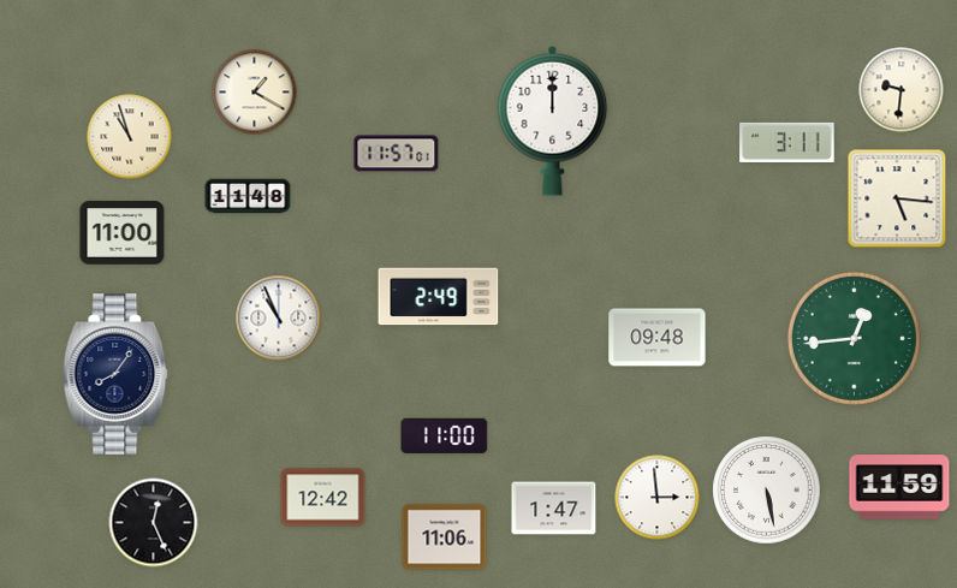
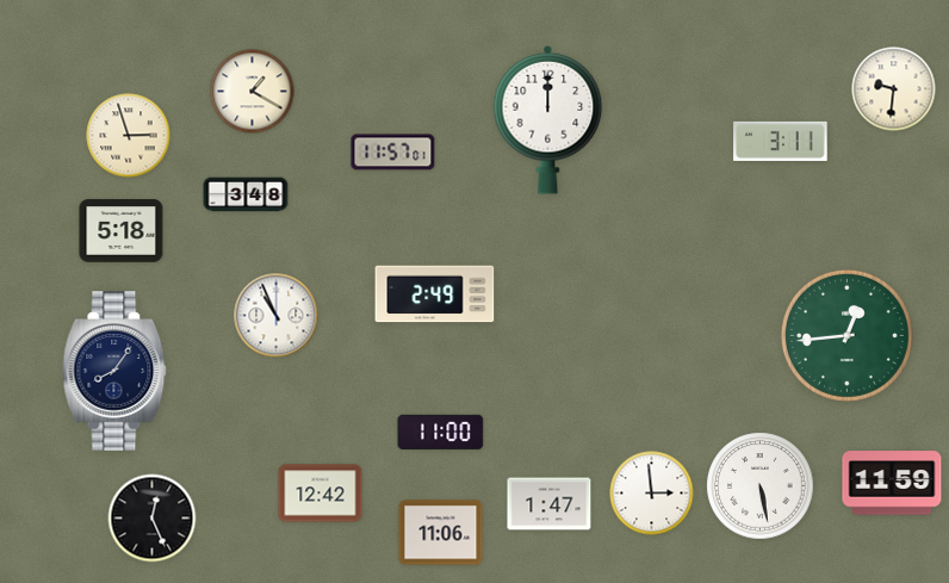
clock at (130, 137): 10:57 -> 2:57
clock at (248, 196): 11:48 -> 3:48
clock at (897, 198): 5:16 -> none
clock at (123, 233): 11:00 -> 5:18
clock at (658, 338): 09:48 -> none
